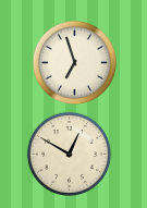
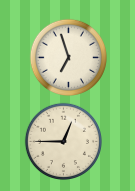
clock at (69, 154): 12:50 -> 12:45
